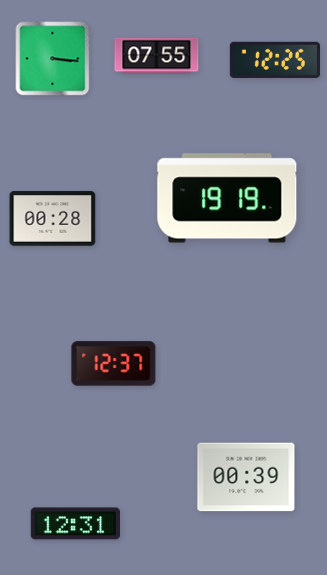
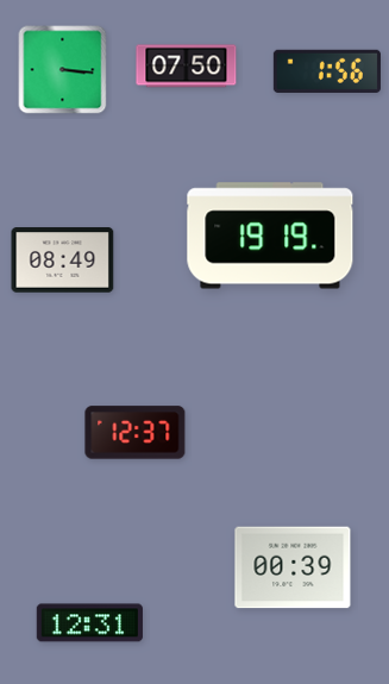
clock at (157, 56): 07:55 -> 07:50
clock at (275, 60): 12:25 -> 1:56
clock at (53, 219): 00:28 -> 08:49
